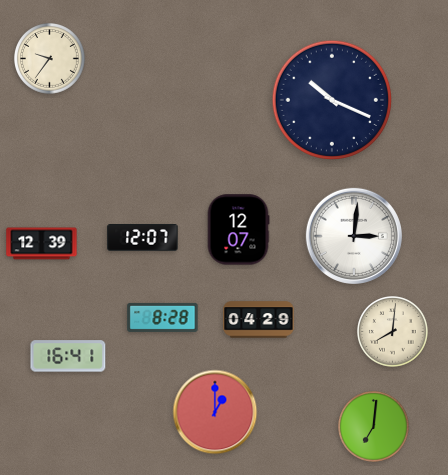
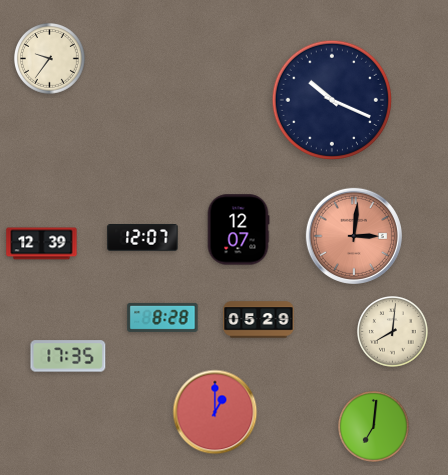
clock at (354, 236) dial: white -> salmon
clock at (259, 320): 04:29 -> 05:29
clock at (68, 356): 16:41 -> 17:35
